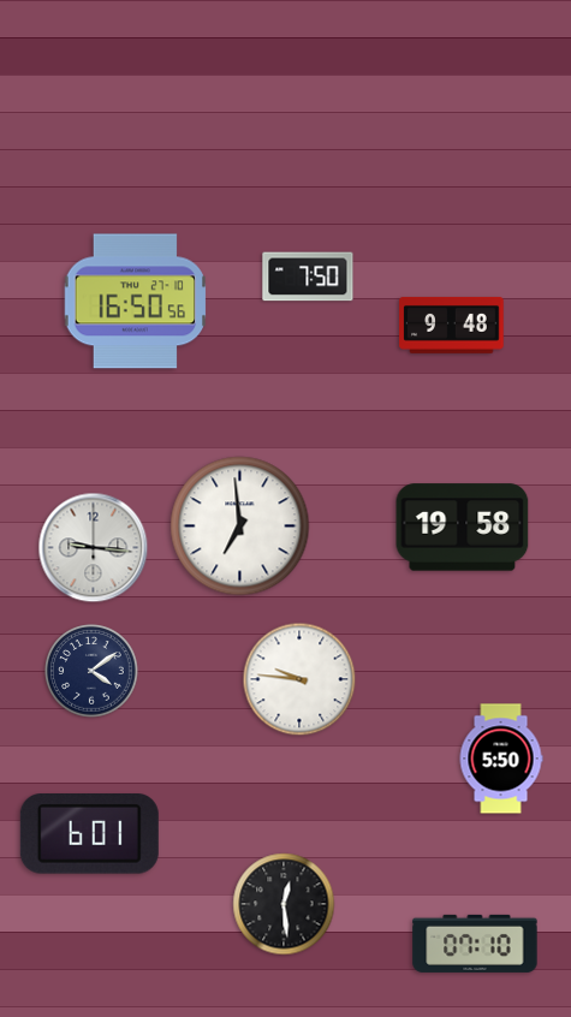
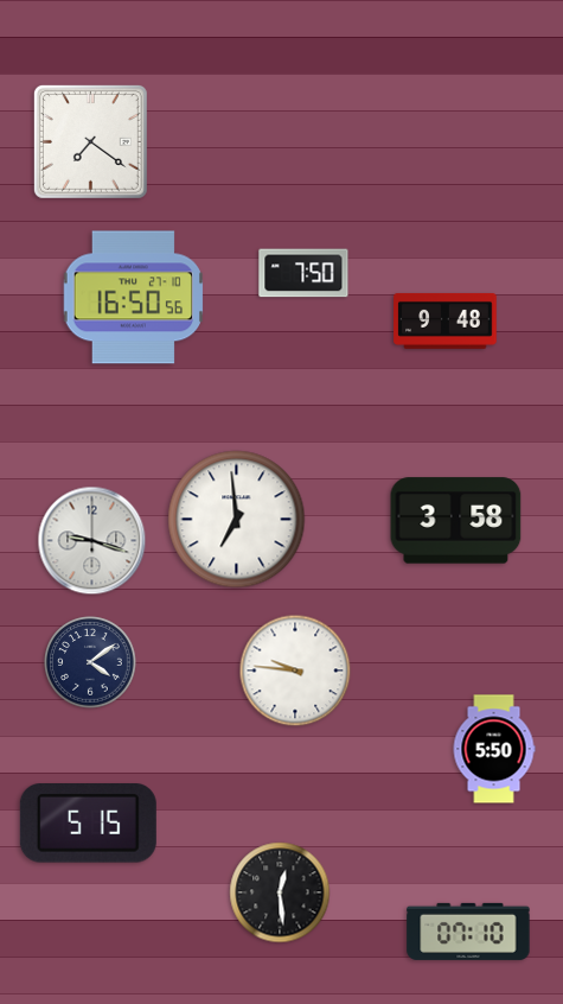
clock at (90, 141): none -> 7:21
clock at (463, 528): 19:58 -> 3:58
clock at (94, 548): 9:16 -> 9:18
clock at (89, 834): 6:01 -> 5:15
